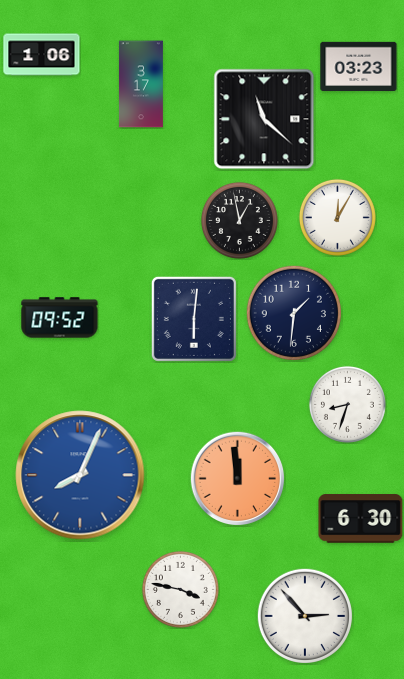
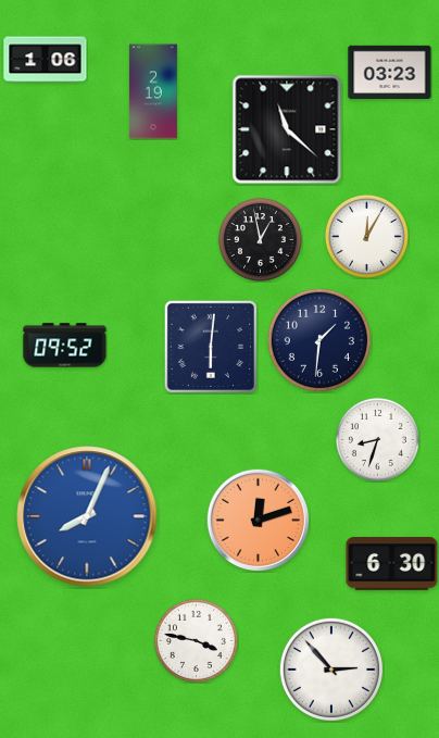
clock at (141, 84): 3:17 -> 2:19
clock at (237, 478): 11:59 -> 12:12
